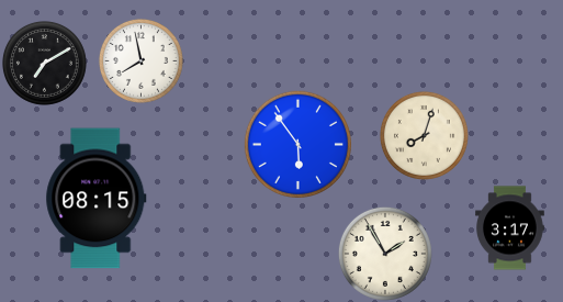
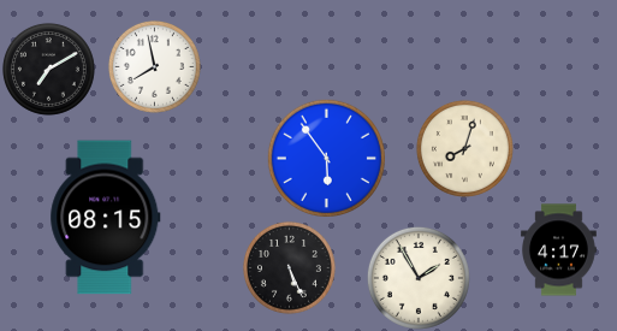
clock at (510, 228): 3:17 -> 4:17
clock at (289, 267): none -> 5:26
clock at (385, 254) position: (385, 254) -> (419, 278)
